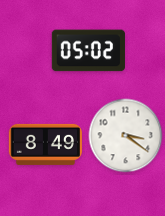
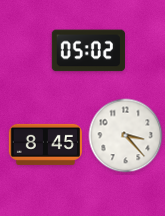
clock at (126, 136): 3:21 -> 3:23
clock at (45, 144): 8:49 -> 8:45
